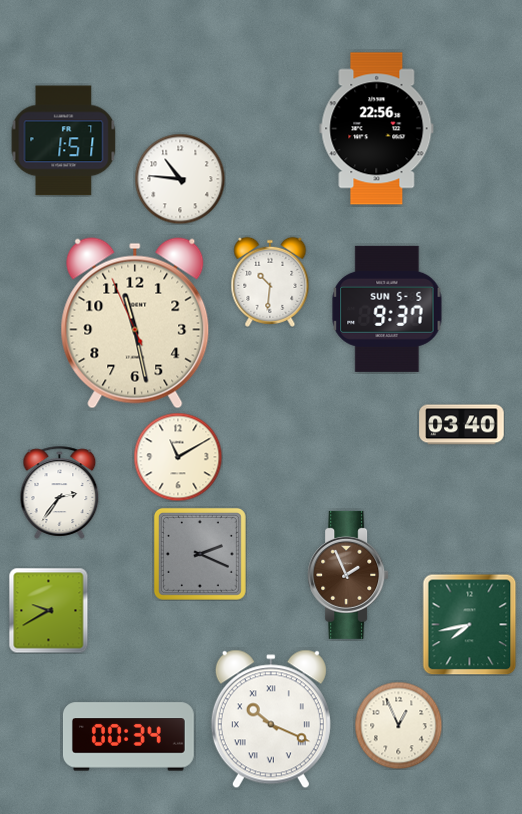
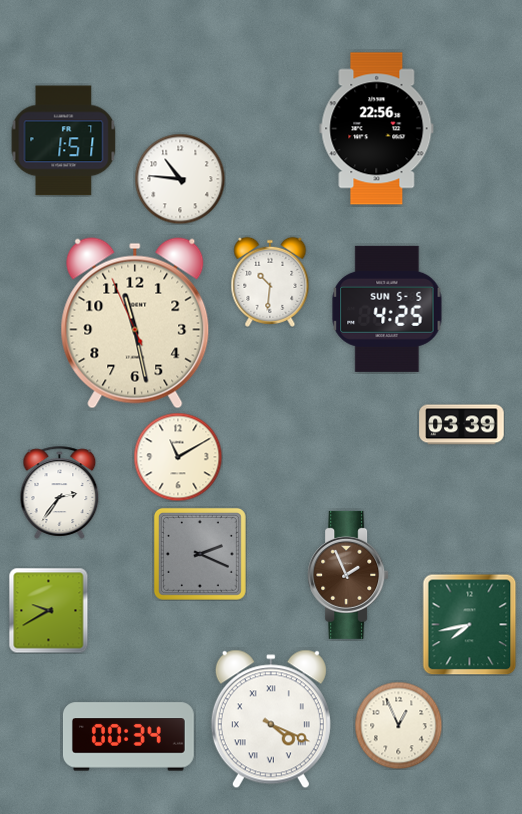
clock at (387, 309): 9:37 -> 4:25
clock at (462, 425): 03:40 -> 03:39
clock at (271, 719): 10:19 -> 4:19
